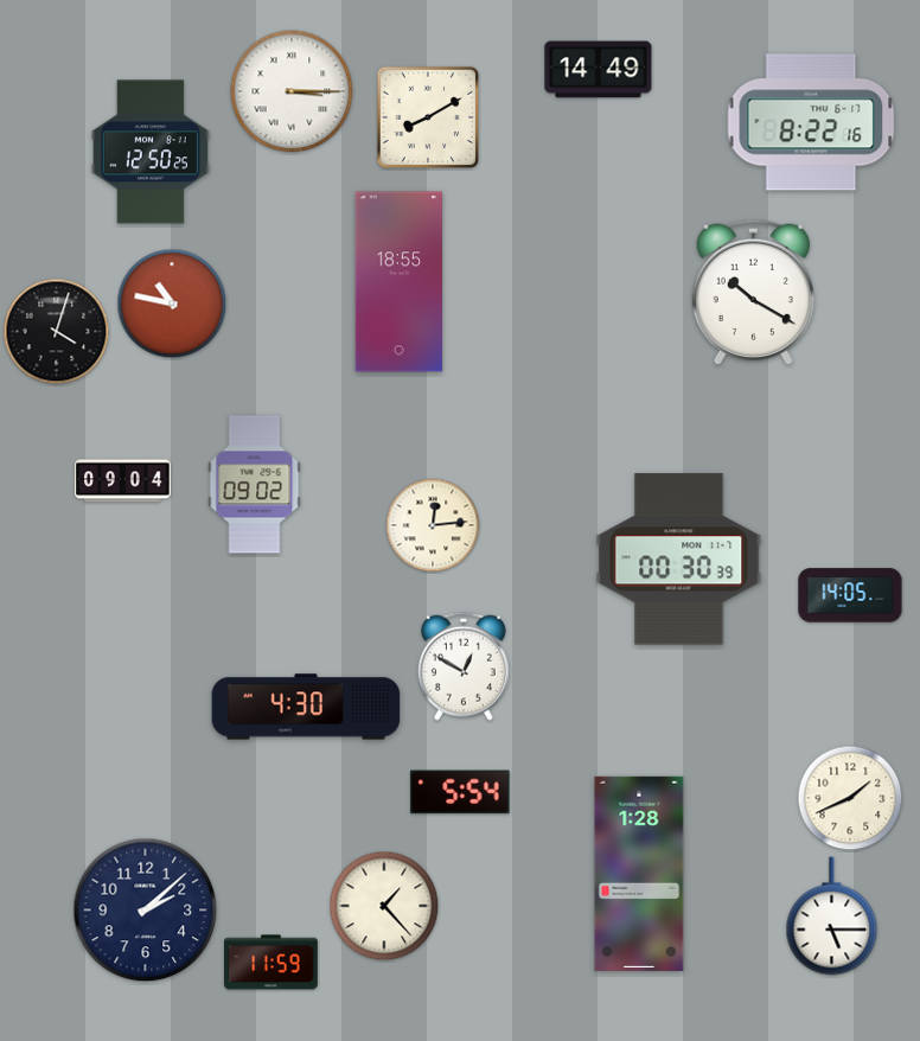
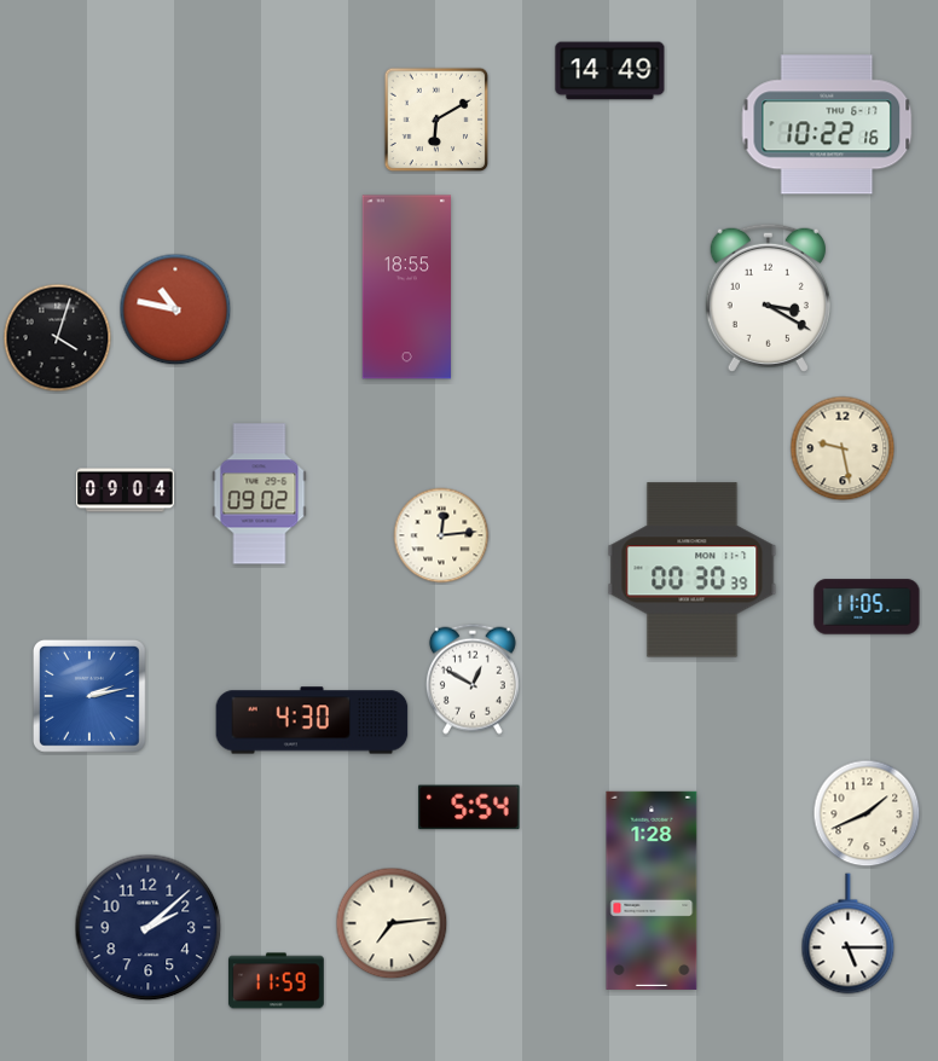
clock at (292, 91): 3:15 -> none
clock at (428, 117): 8:10 -> 6:10
clock at (811, 122): 8:22 -> 10:22
clock at (151, 152): 12:50 -> none
clock at (753, 292): 10:20 -> 3:20
clock at (843, 448): none -> 9:28
clock at (850, 595): 14:05 -> 11:05
clock at (89, 696): none -> 2:13
clock at (384, 906): 1:23 -> 7:14
